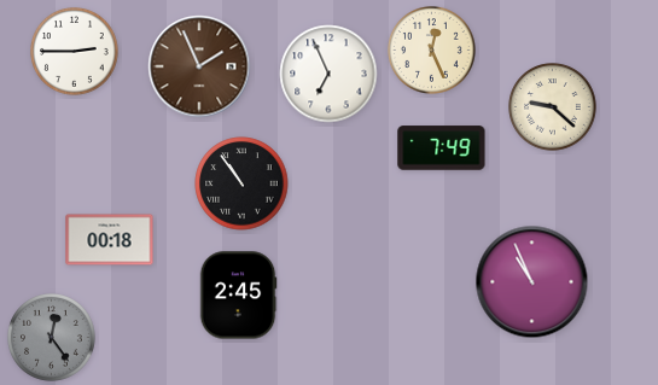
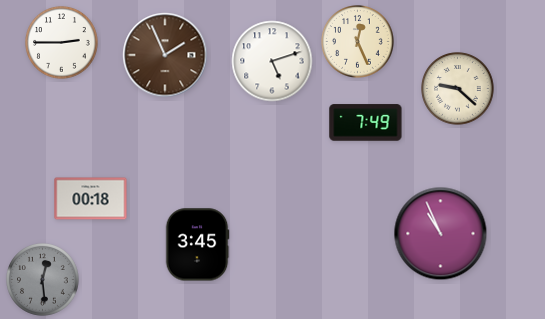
clock at (328, 74): 6:56 -> 5:12
clock at (241, 183): 10:54 -> none
clock at (238, 296): 2:45 -> 3:45
clock at (52, 338): 12:24 -> 12:29
